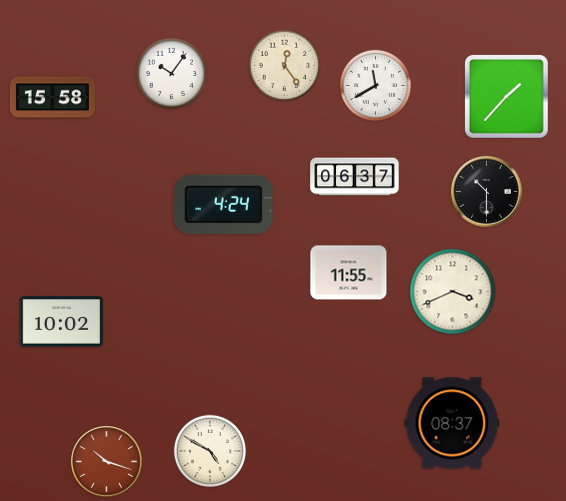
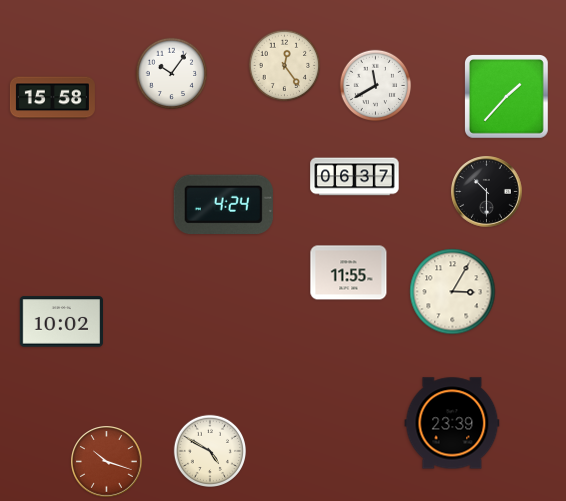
clock at (453, 292): 3:41 -> 3:05
clock at (452, 423): 08:37 -> 23:39
